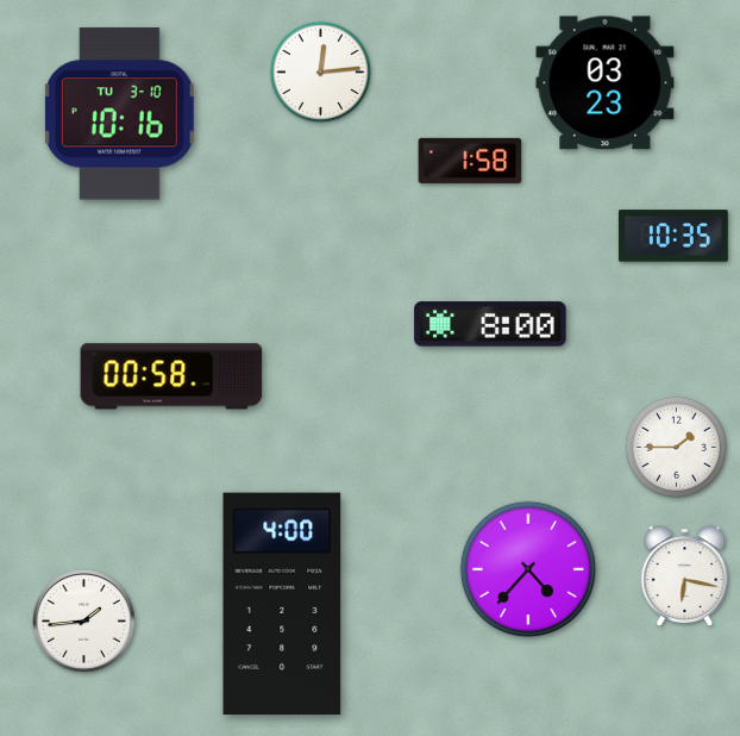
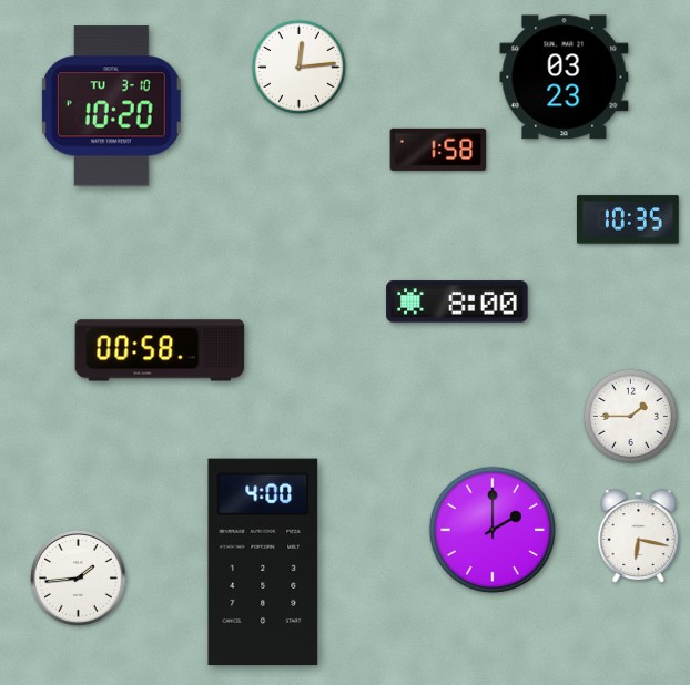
clock at (119, 114): 10:16 -> 10:20
clock at (528, 569): 4:37 -> 2:00
